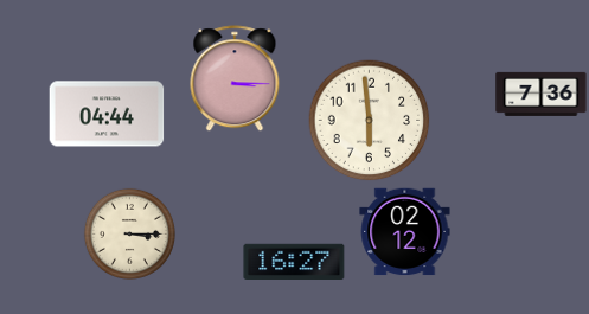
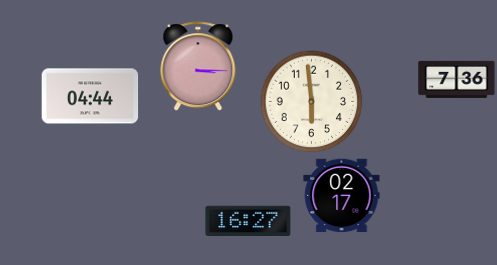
clock at (405, 232): 02:12 -> 02:17
clock at (129, 233): 3:15 -> none
